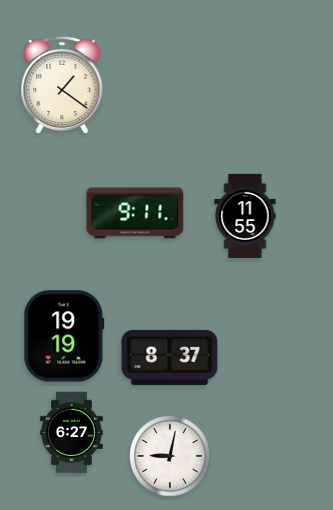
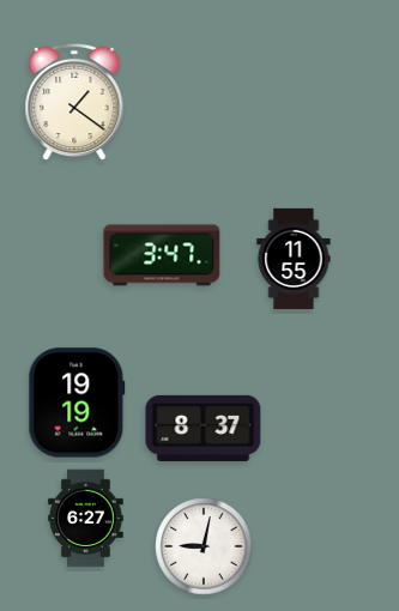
clock at (135, 213): 9:11 -> 3:47
